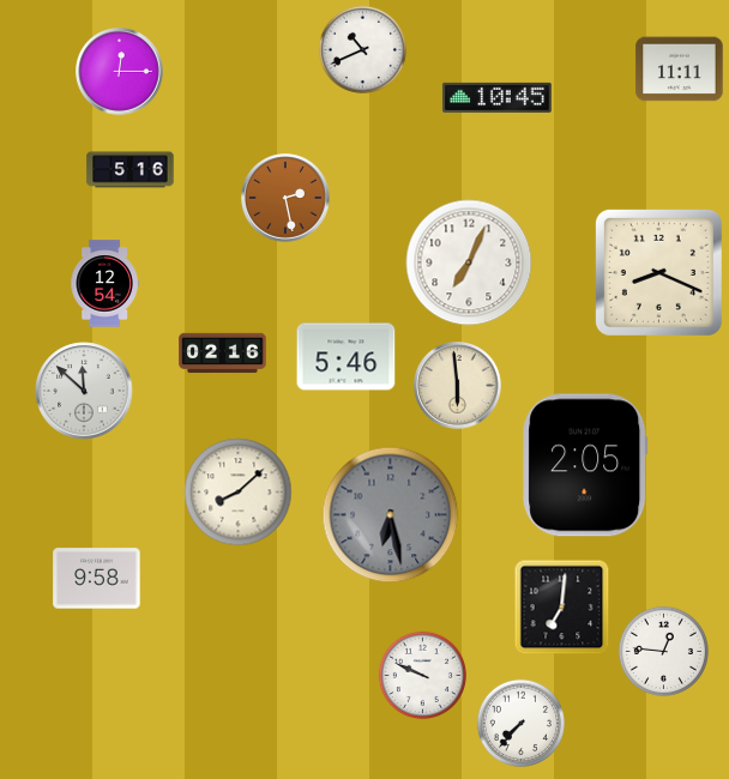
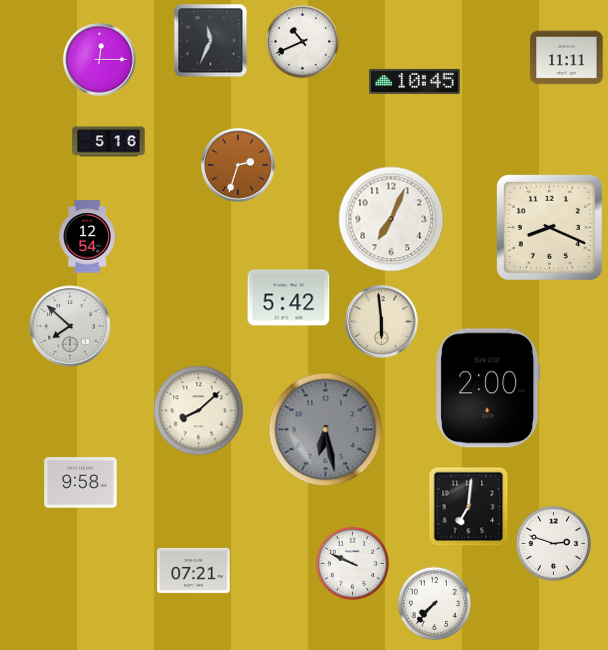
clock at (211, 41): none -> 11:34
clock at (285, 198): 2:28 -> 2:33
clock at (223, 354): 02:16 -> none
clock at (347, 357): 5:46 -> 5:42
clock at (84, 391): 11:52 -> 7:52
clock at (585, 465): 2:05 -> 2:00
clock at (663, 651): 12:46 -> 2:48
clock at (194, 570): none -> 07:21
